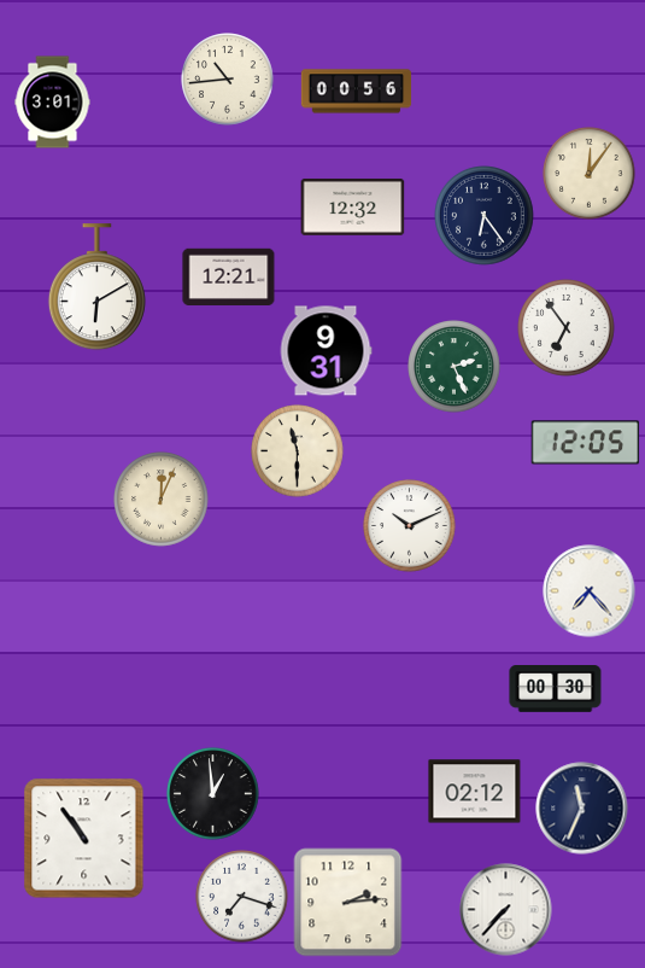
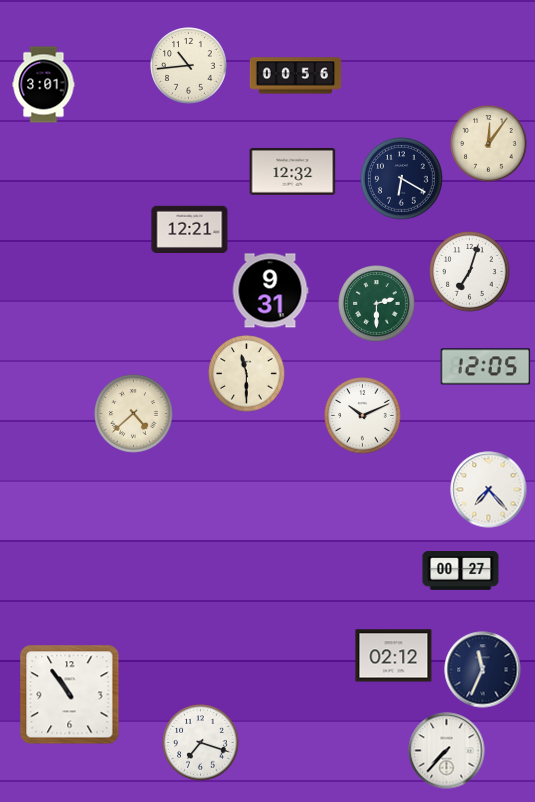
clock at (485, 216): 6:24 -> 6:20
clock at (96, 287): 6:10 -> none
clock at (567, 328): 6:54 -> 7:03
clock at (455, 367): 2:26 -> 2:30
clock at (162, 500): 12:04 -> 4:38
clock at (410, 526) position: (410, 526) -> (363, 416)
clock at (556, 689): 00:30 -> 00:27
clock at (213, 794): 12:59 -> none
clock at (348, 903): 2:14 -> none
clock at (506, 910) position: (506, 910) -> (447, 751)
